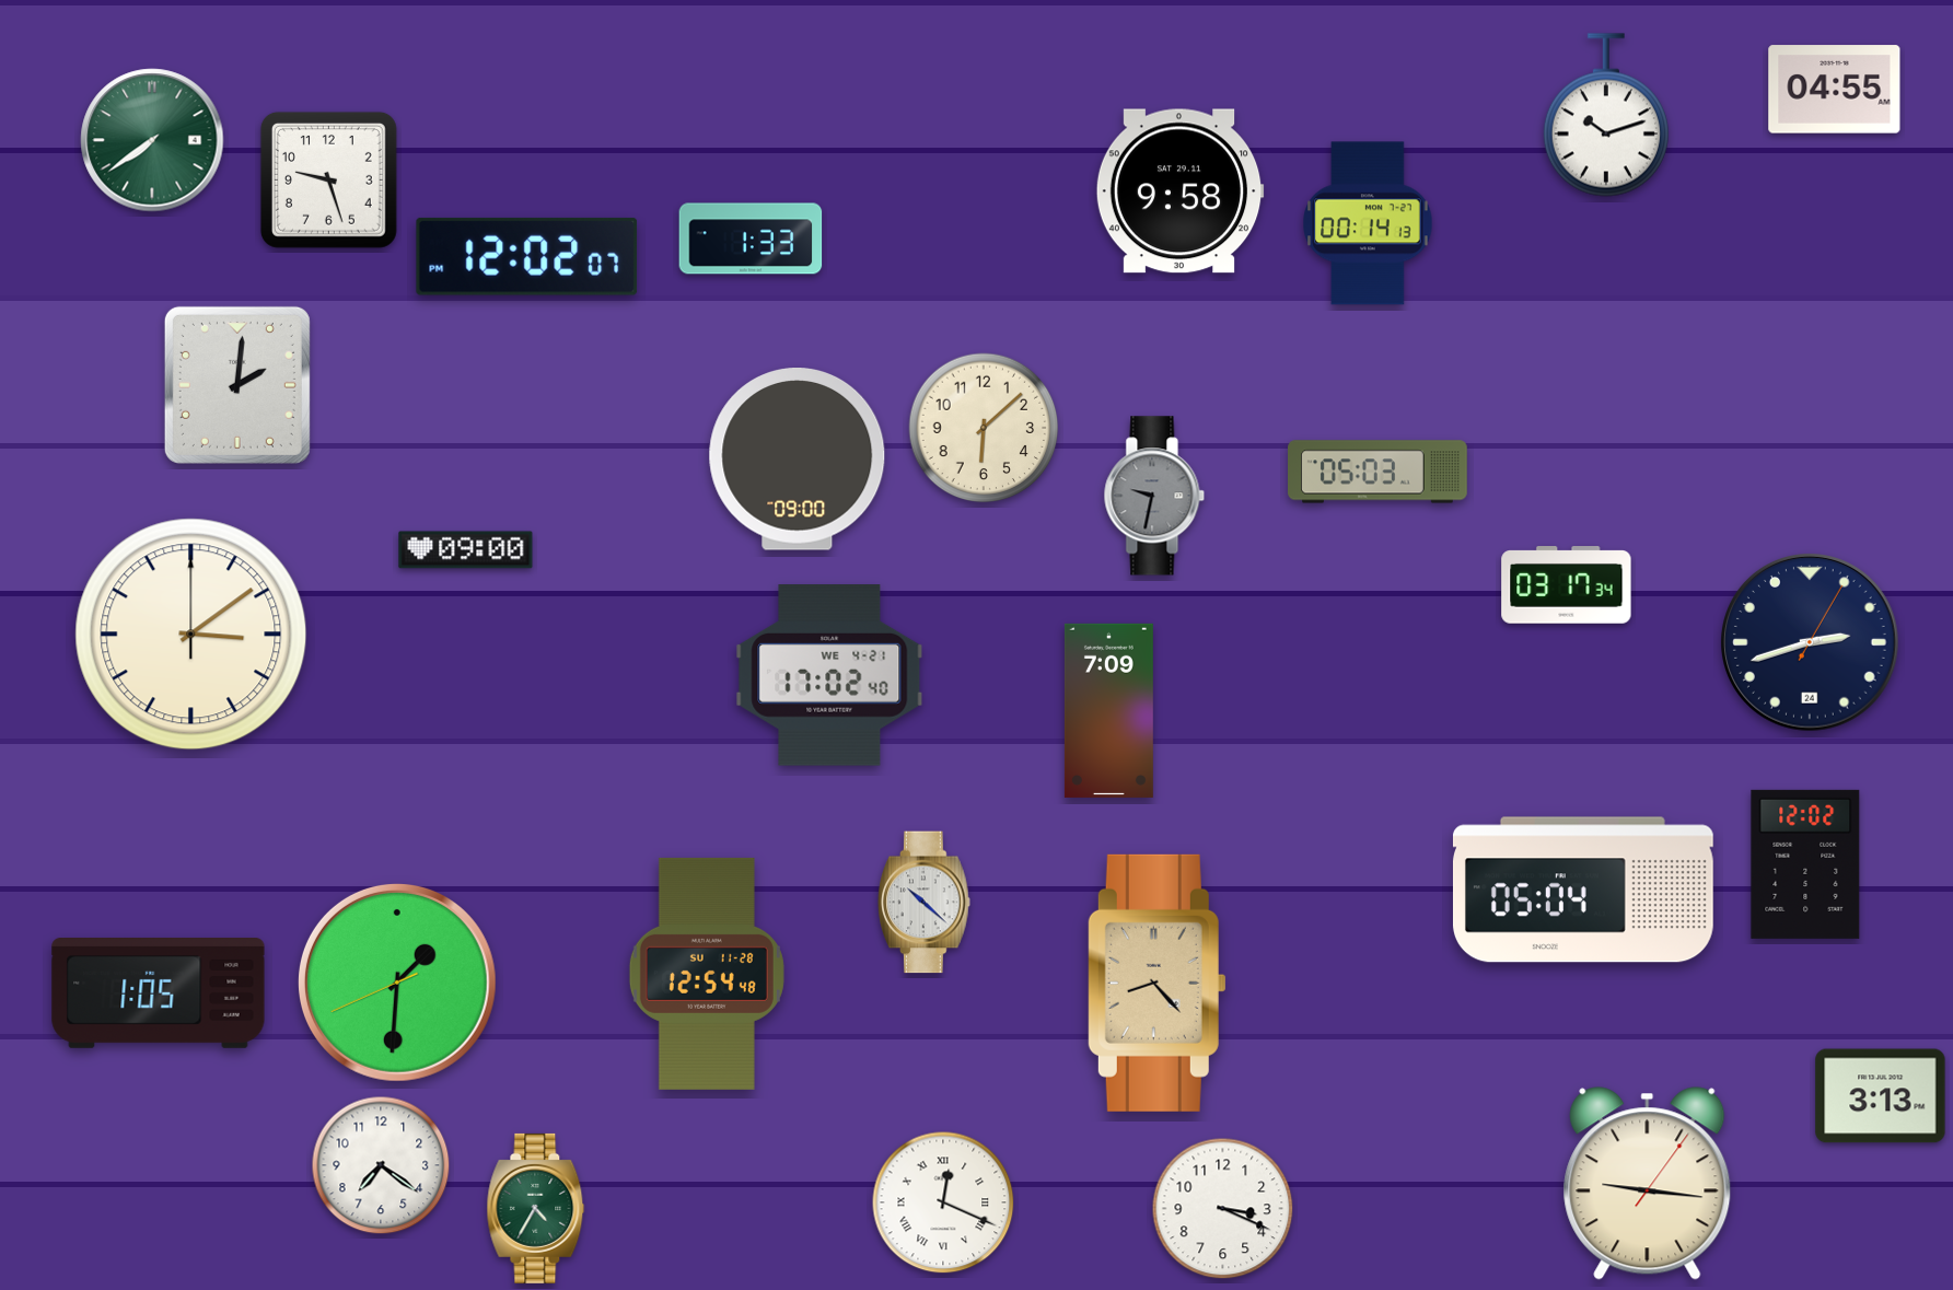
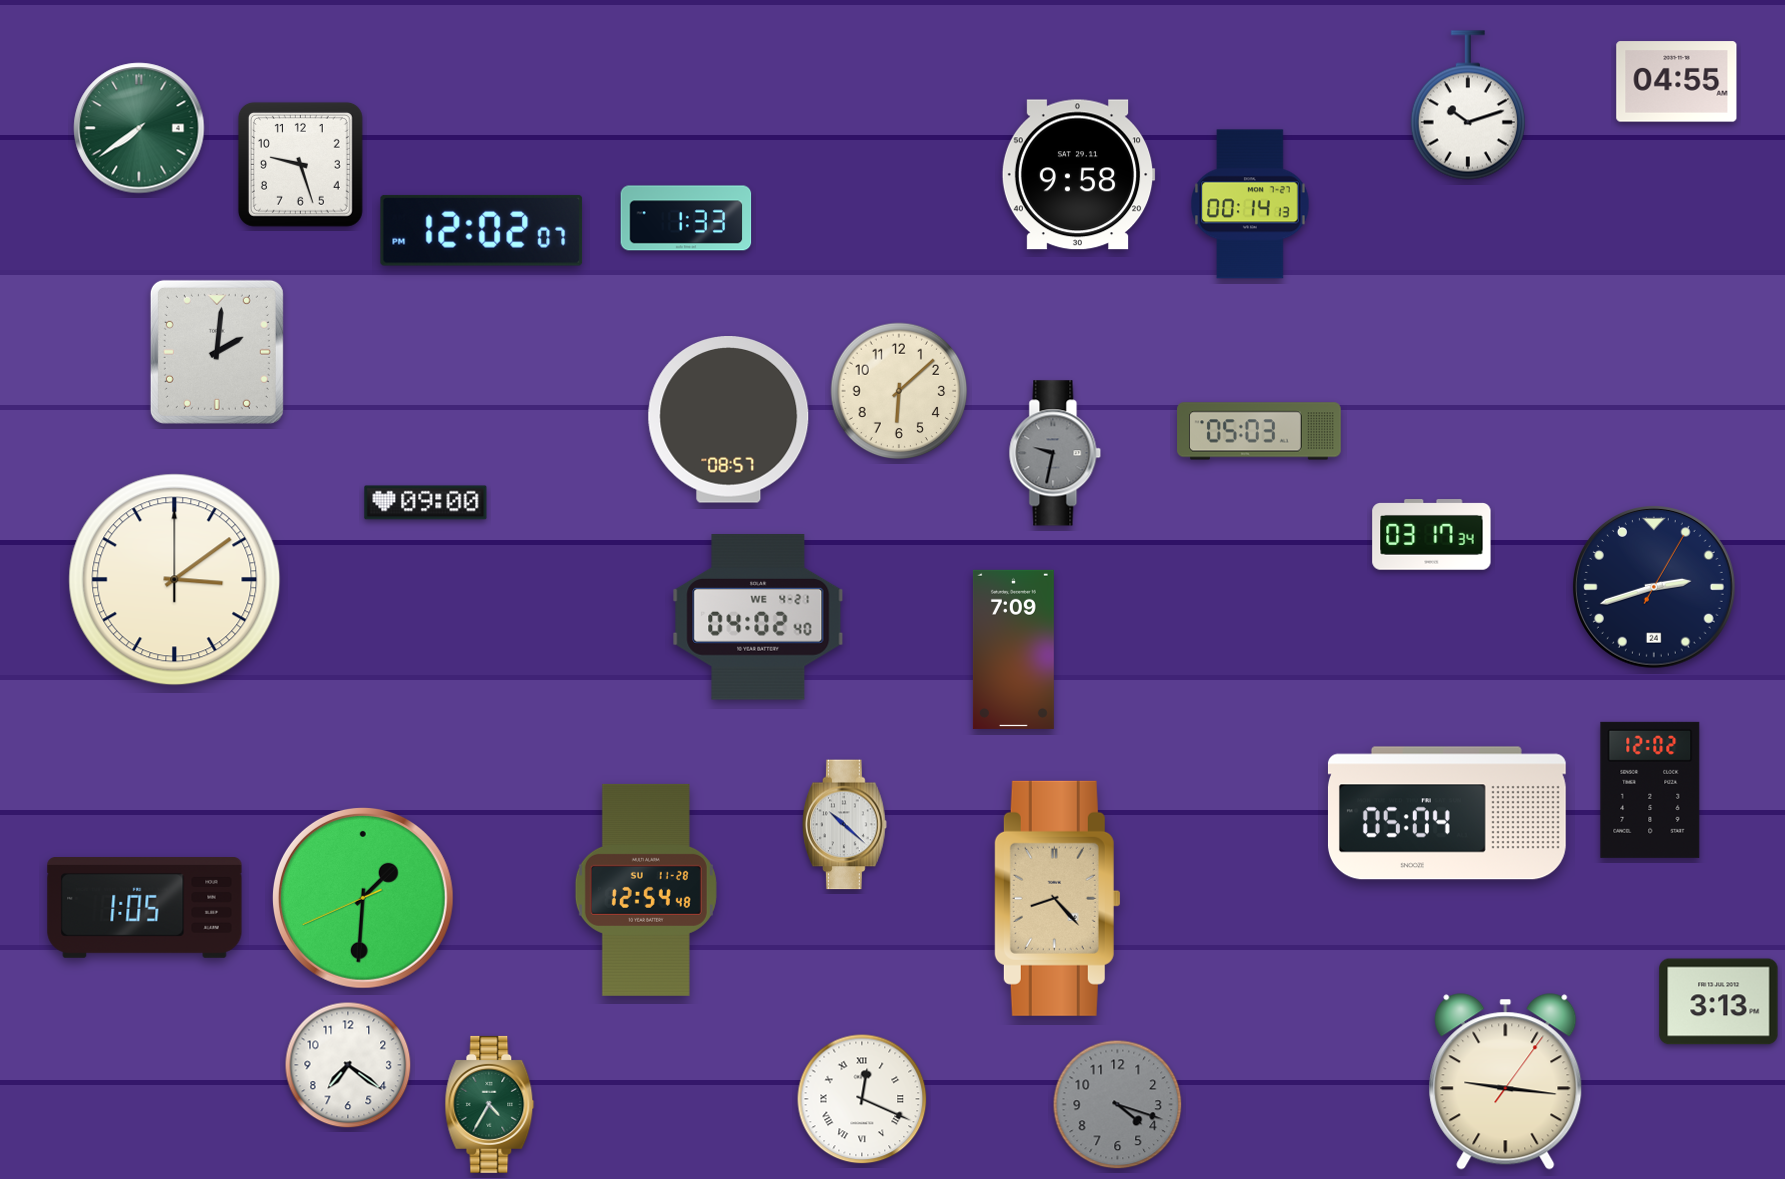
clock at (527, 256) position: (527, 256) -> (482, 230)
clock at (798, 460): 09:00 -> 08:57
clock at (829, 675): 17:02 -> 04:02
clock at (1223, 1209): 3:19 -> 4:18
clock at (1223, 1209) dial: white -> grey
